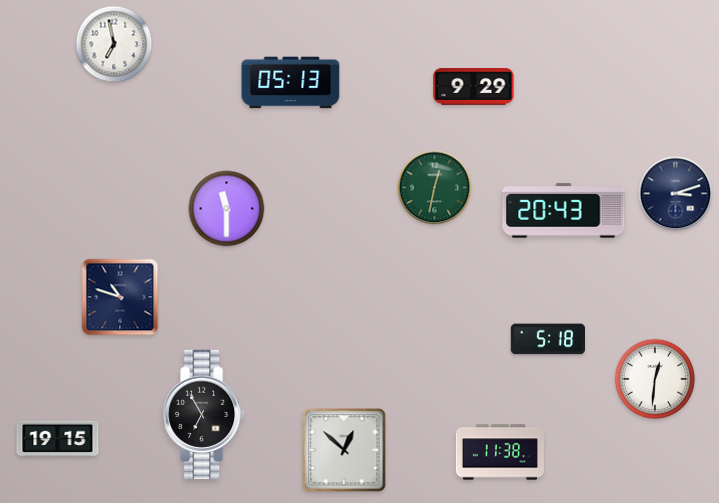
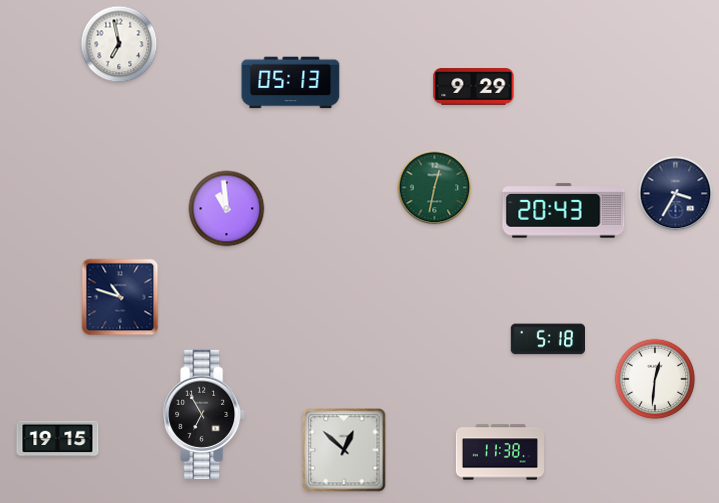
clock at (114, 44) position: (114, 44) -> (119, 44)
clock at (676, 194): 3:12 -> 3:35
clock at (227, 209): 11:30 -> 10:59
